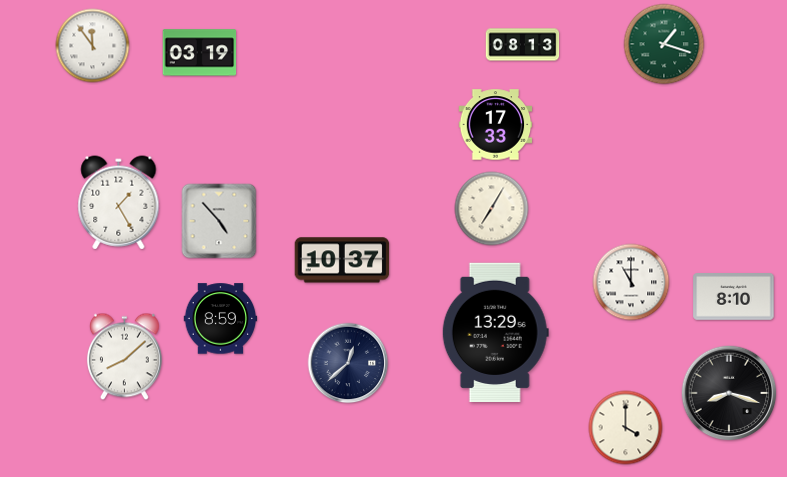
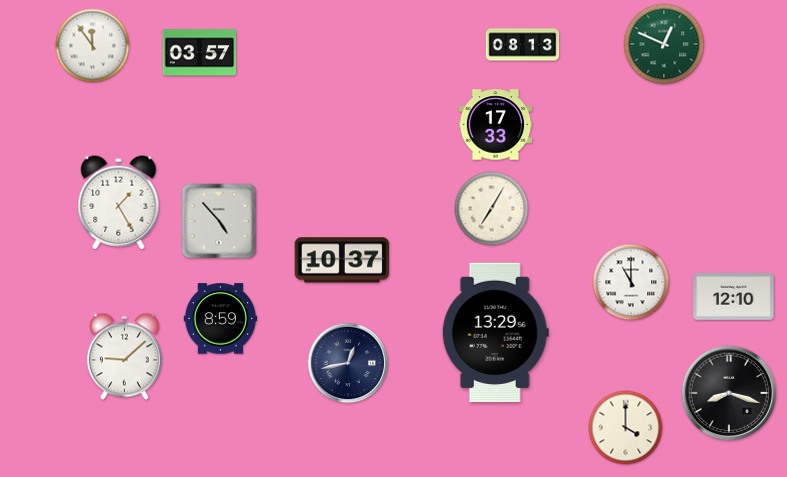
clock at (664, 44): 1:18 -> 12:49
clock at (200, 53): 03:19 -> 03:57
clock at (734, 297): 8:10 -> 12:10
clock at (124, 357): 8:08 -> 9:08
clock at (348, 363): 12:38 -> 12:43
